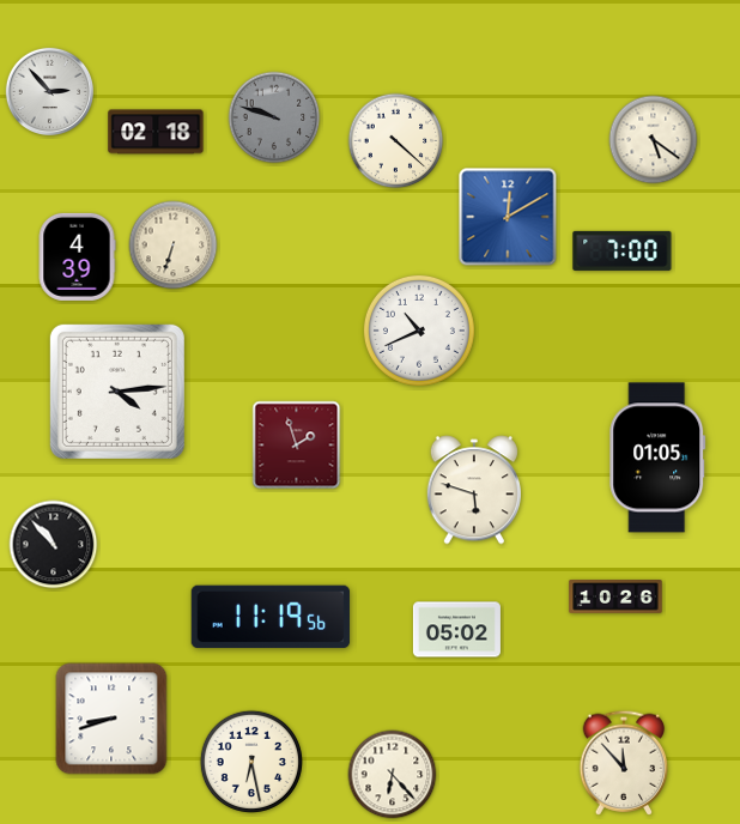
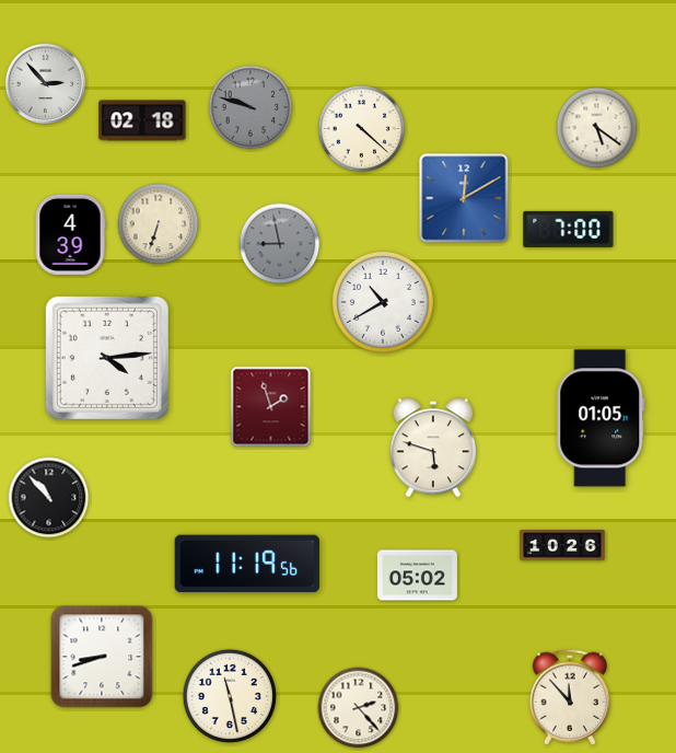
clock at (280, 244): none -> 8:58
clock at (419, 331): 10:41 -> 10:40
clock at (250, 762): 6:28 -> 11:28
clock at (393, 775): 6:23 -> 2:23
